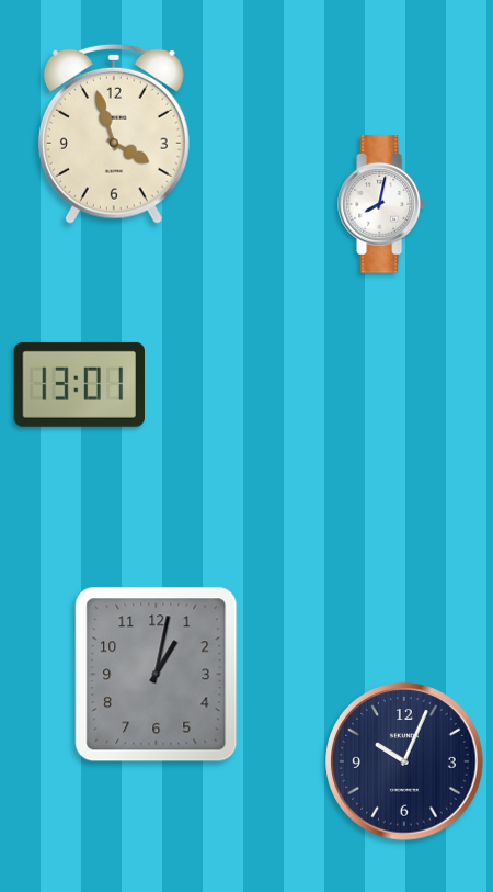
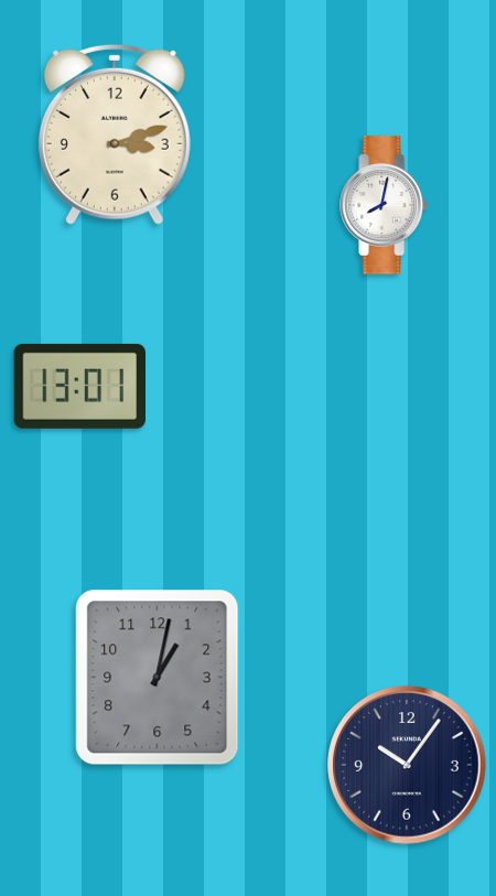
clock at (114, 134): 3:57 -> 3:12
clock at (404, 761): 10:04 -> 10:06
